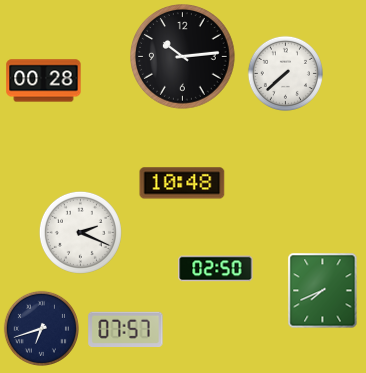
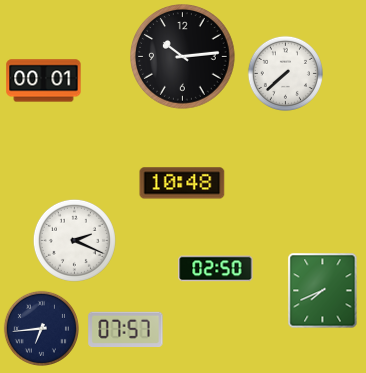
clock at (44, 81): 00:28 -> 00:01
clock at (80, 232) position: (80, 232) -> (74, 240)
clock at (41, 328): 6:42 -> 6:44
